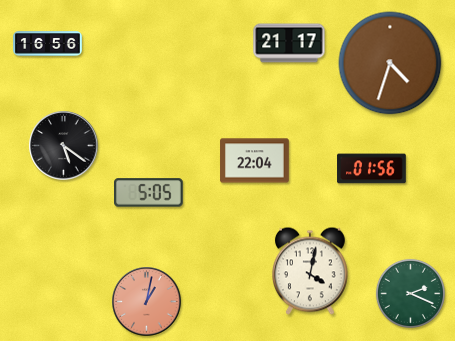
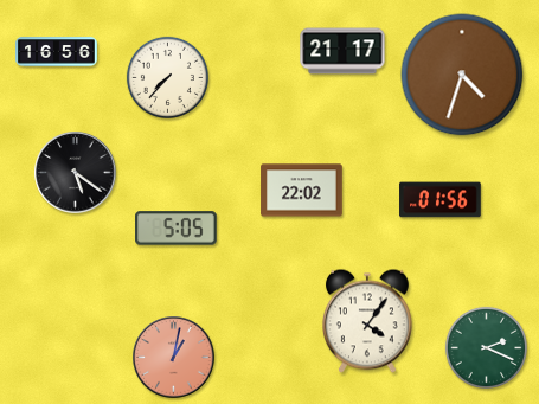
clock at (167, 77): none -> 7:37
clock at (255, 161): 22:04 -> 22:02
clock at (310, 271): 4:02 -> 4:06
